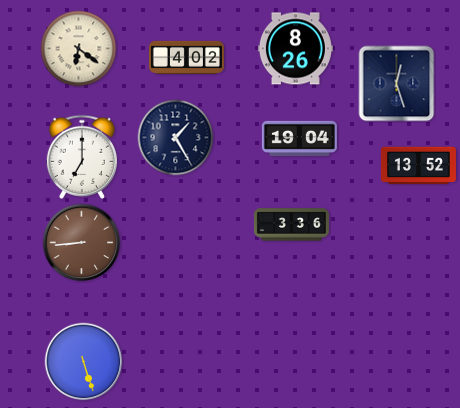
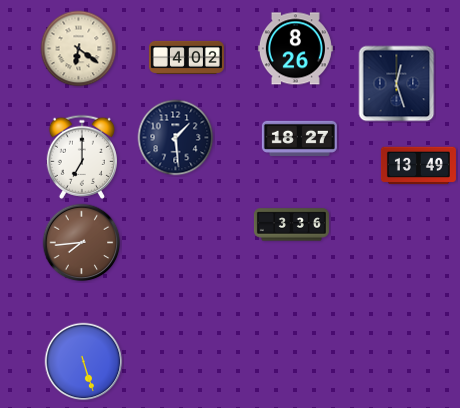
clock at (176, 138): 1:25 -> 1:29
clock at (299, 138): 19:04 -> 18:27
clock at (418, 166): 13:52 -> 13:49
clock at (82, 243): 8:44 -> 7:44
